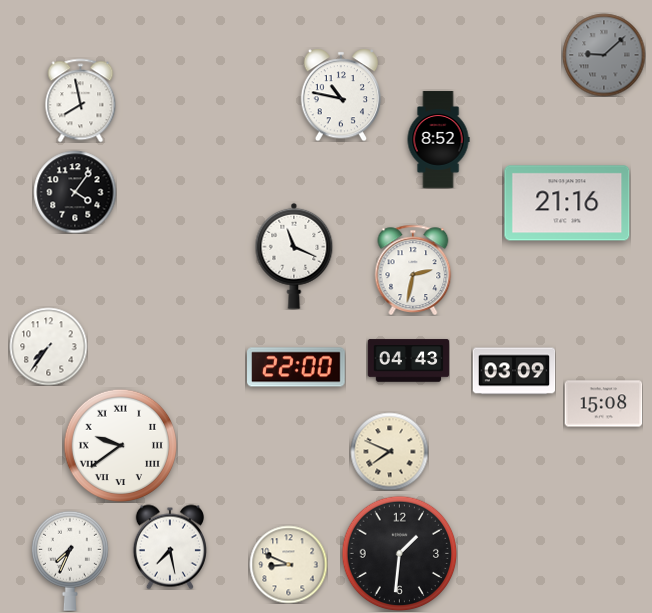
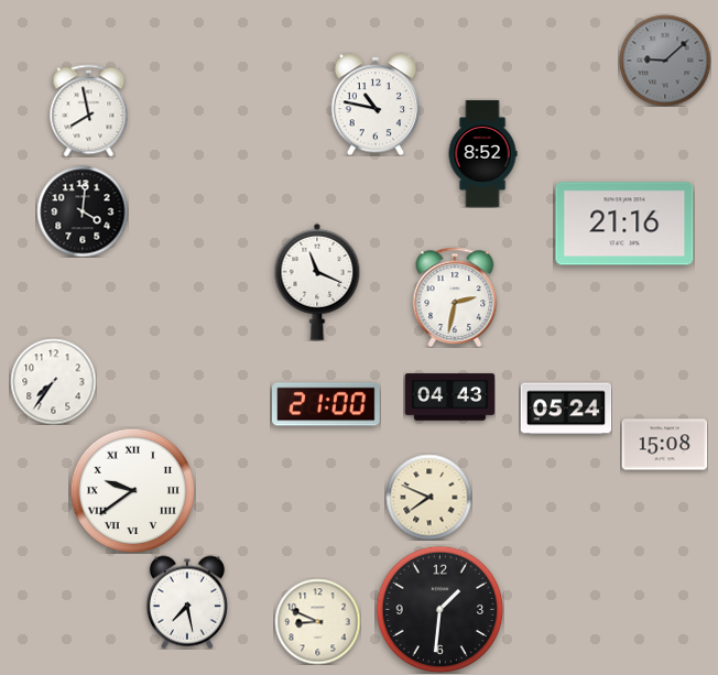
clock at (75, 192): 4:06 -> 4:01
clock at (294, 256) position: (294, 256) -> (317, 282)
clock at (297, 367): 22:00 -> 21:00
clock at (514, 371): 03:09 -> 05:24
clock at (70, 561): 7:34 -> none
